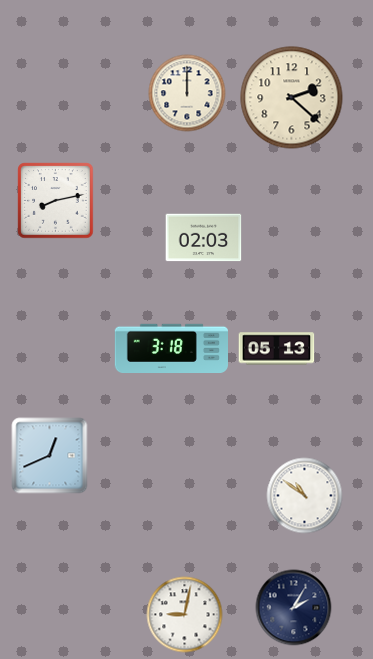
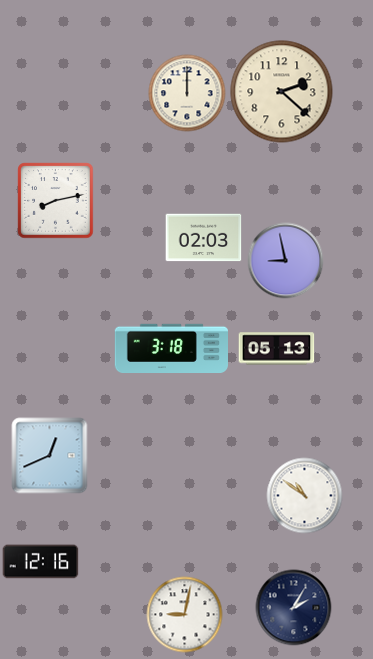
clock at (292, 98) position: (292, 98) -> (282, 92)
clock at (286, 261): none -> 8:58
clock at (41, 562): none -> 12:16
